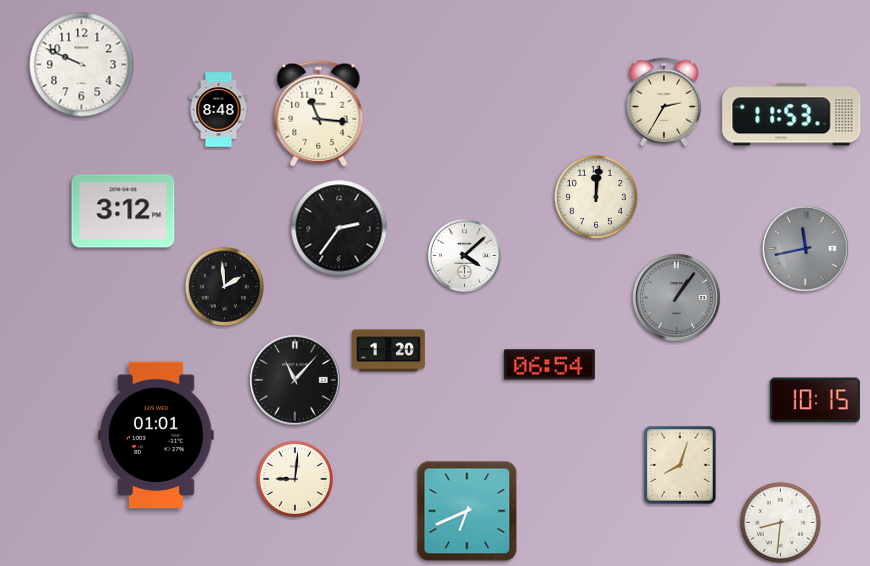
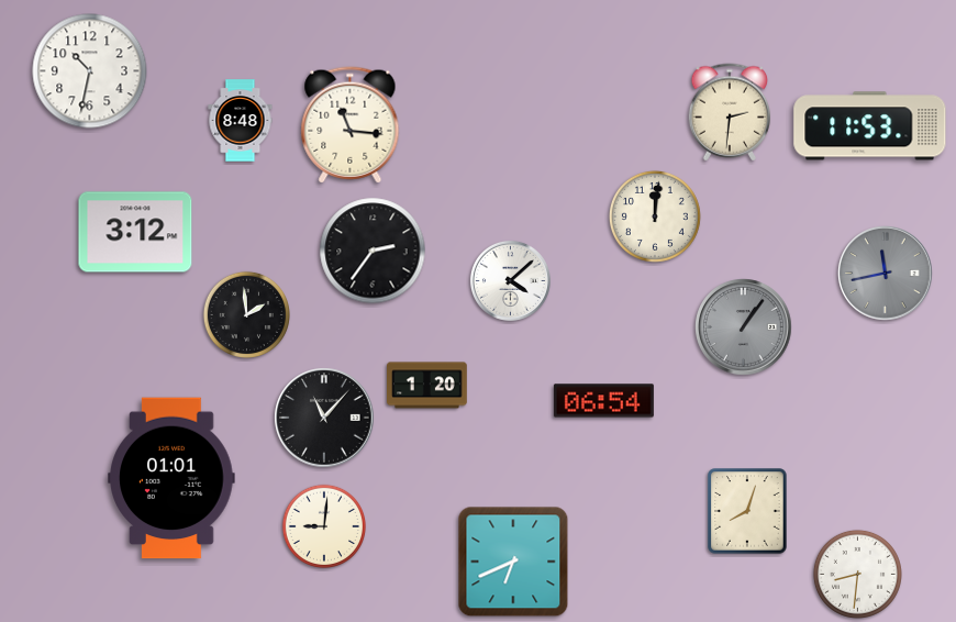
clock at (82, 65): 9:49 -> 10:32
clock at (664, 102): 2:35 -> 2:31
clock at (815, 400): 10:15 -> none
